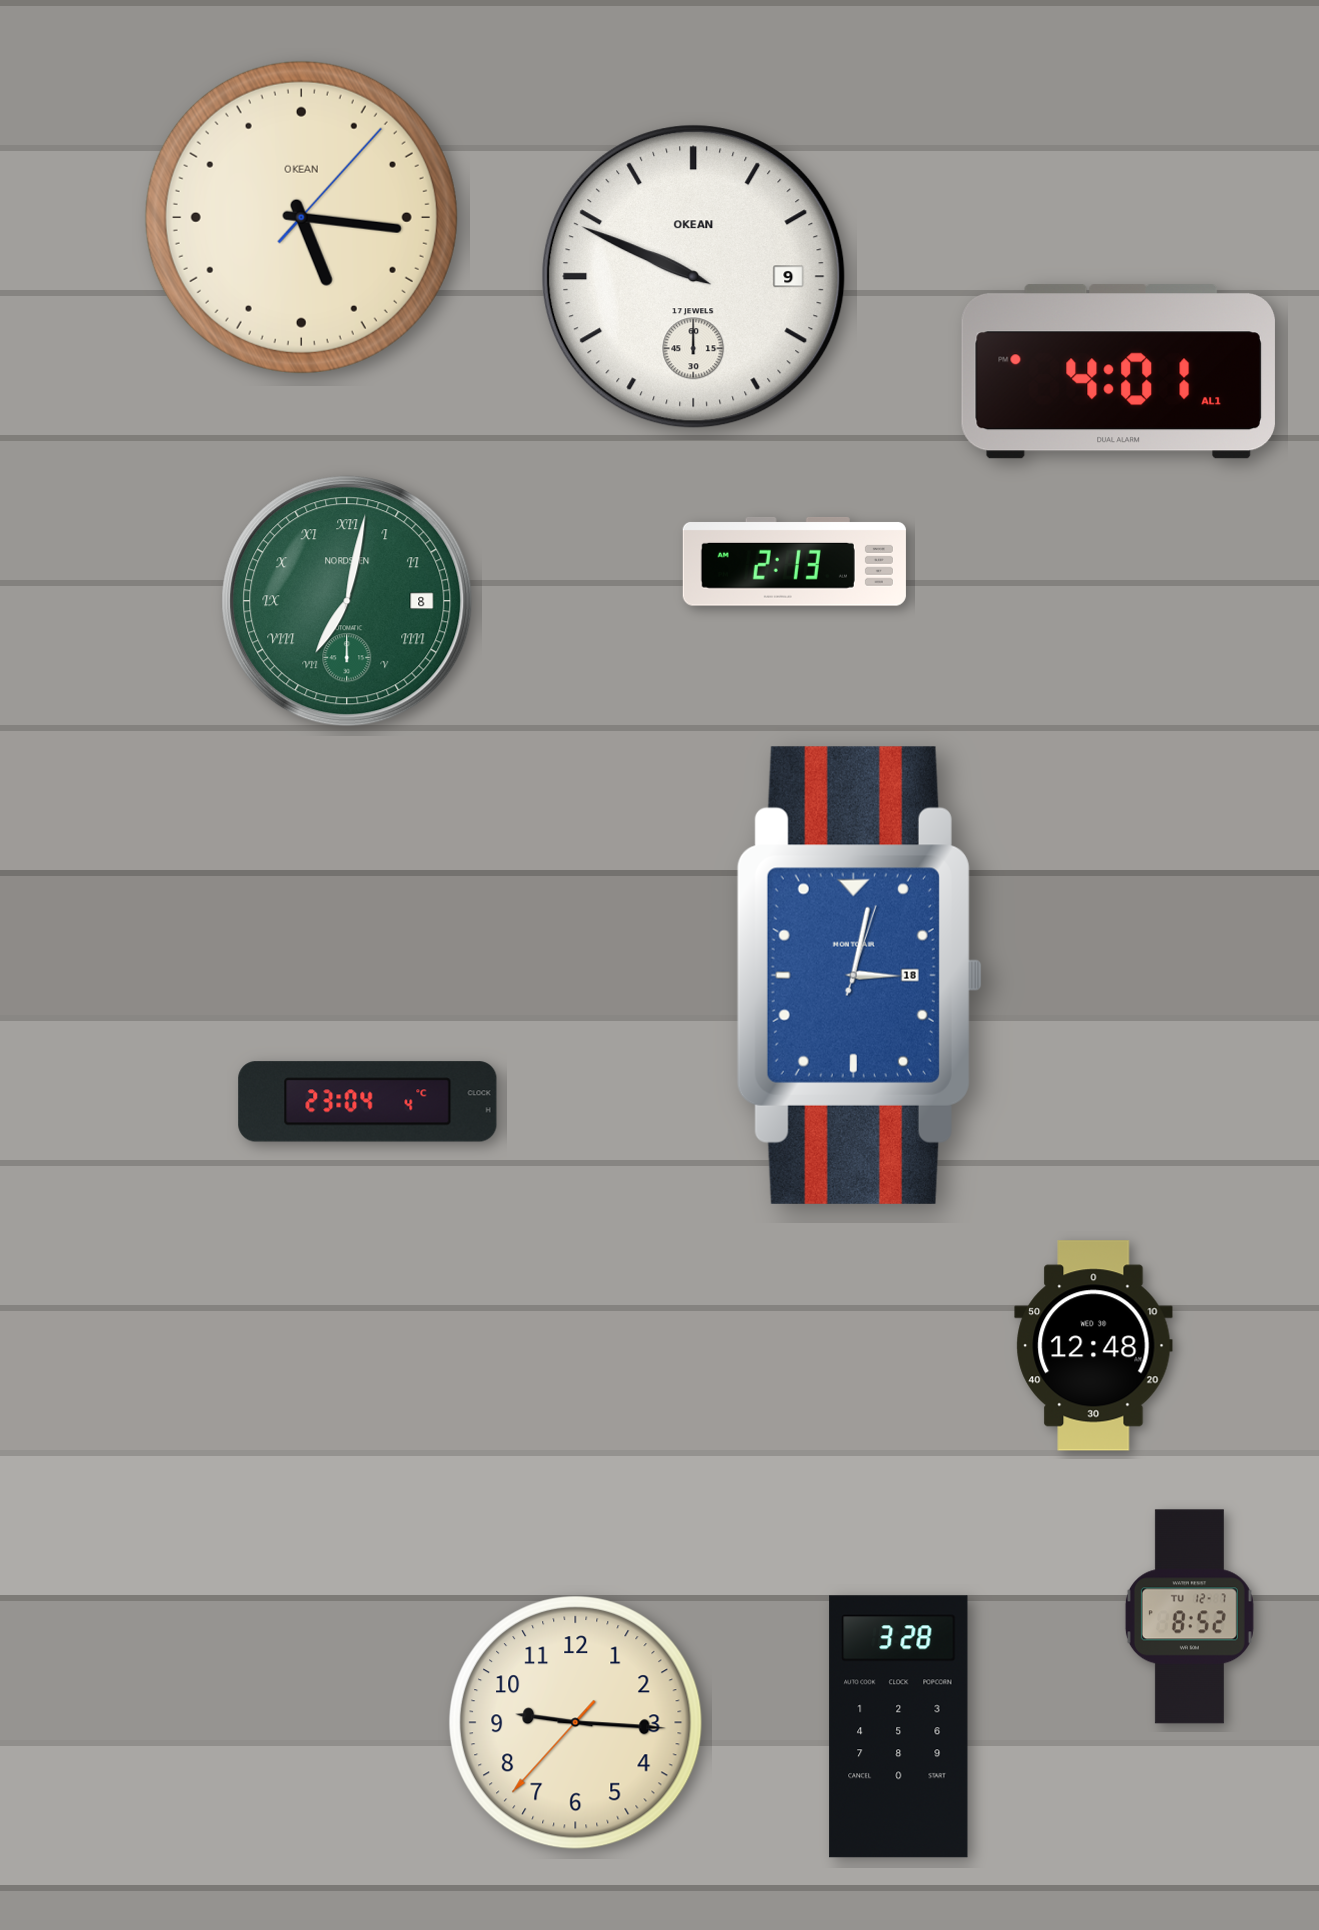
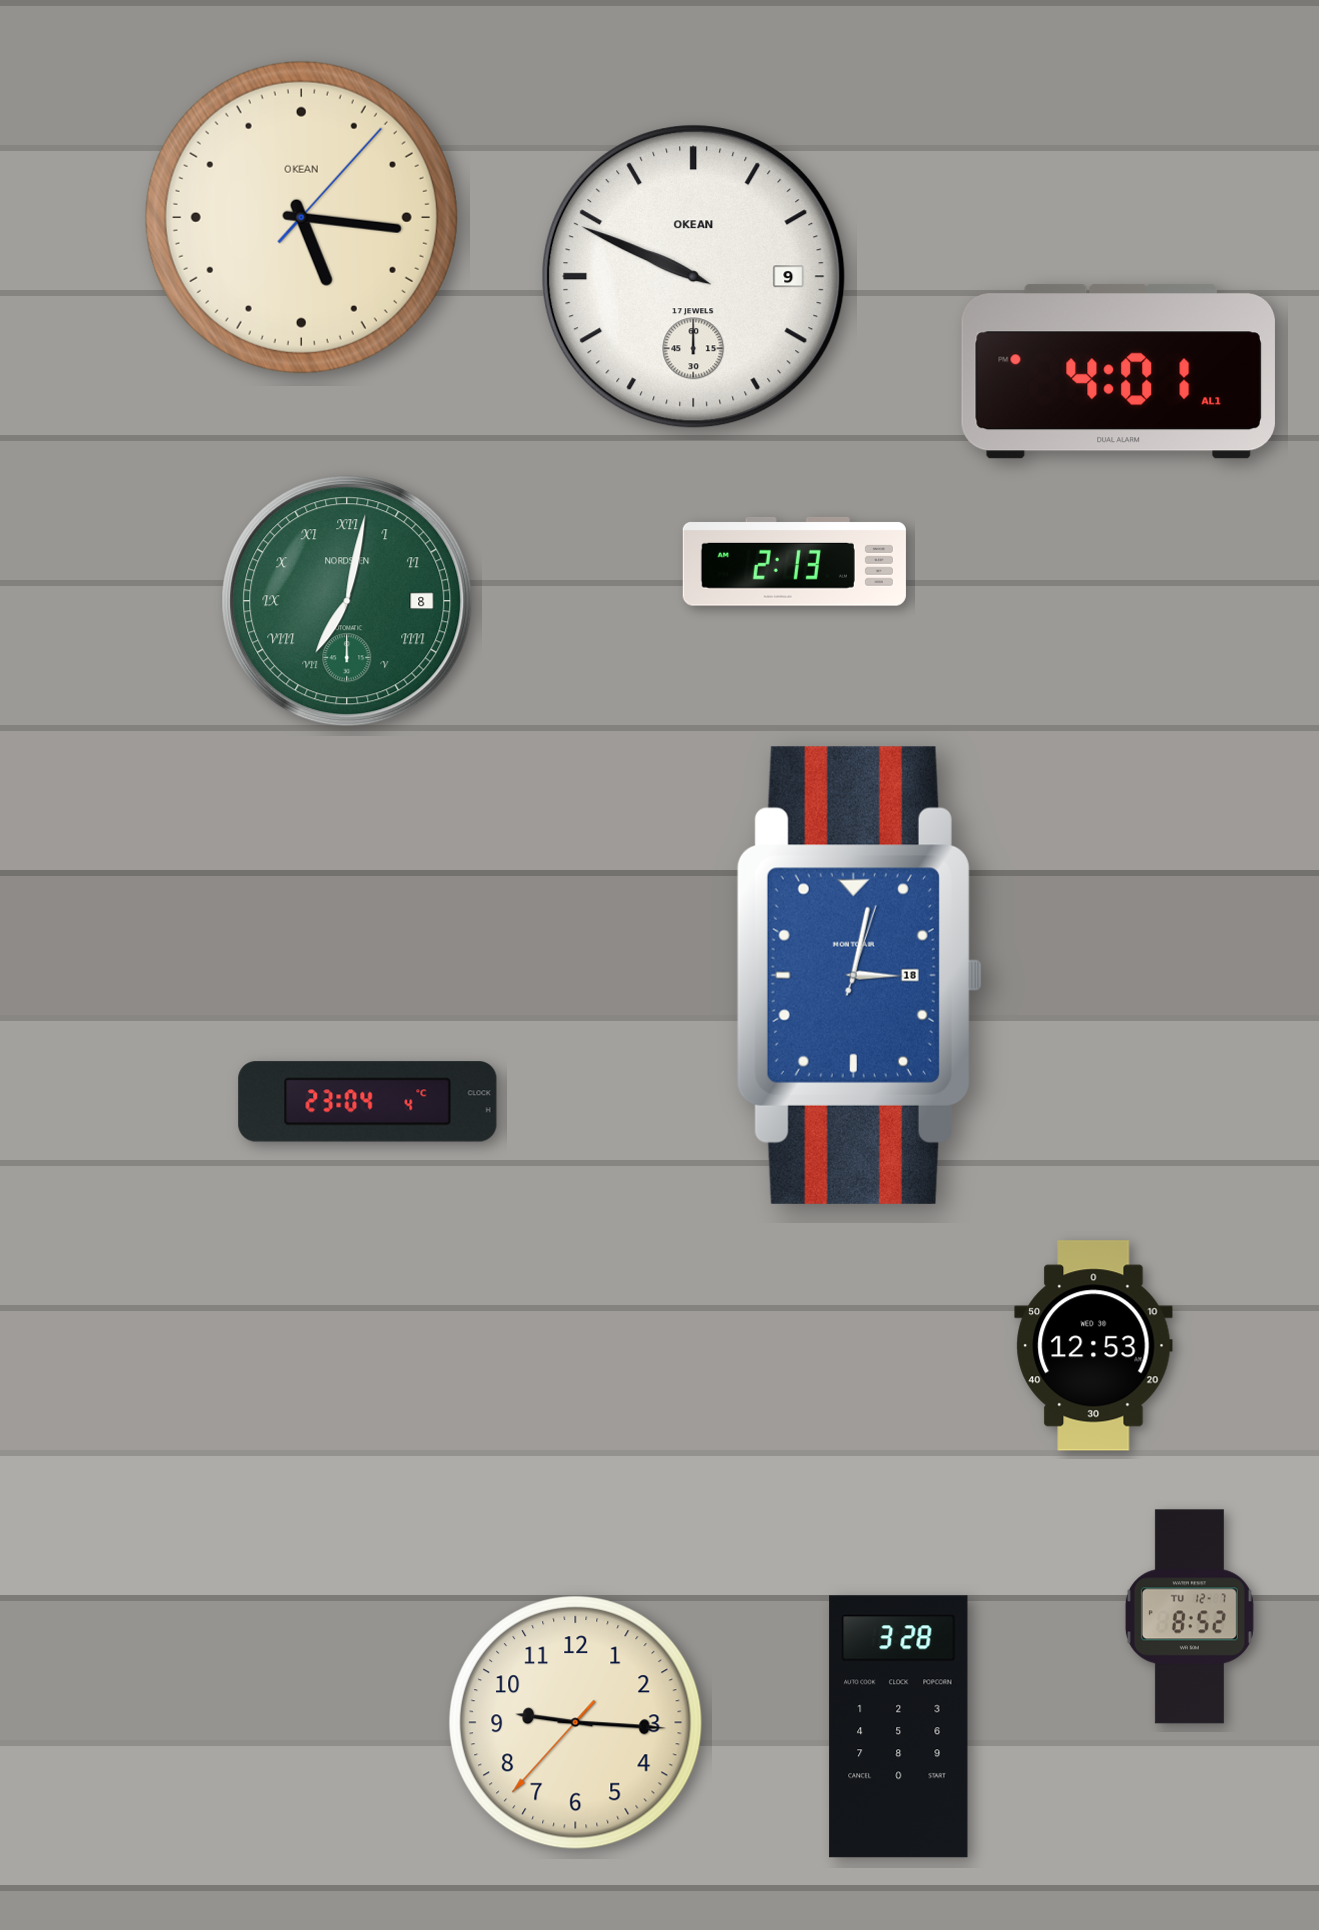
clock at (1094, 1346): 12:48 -> 12:53
